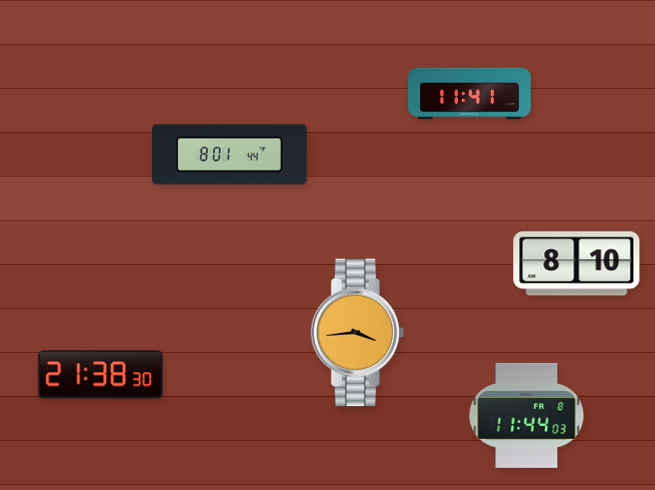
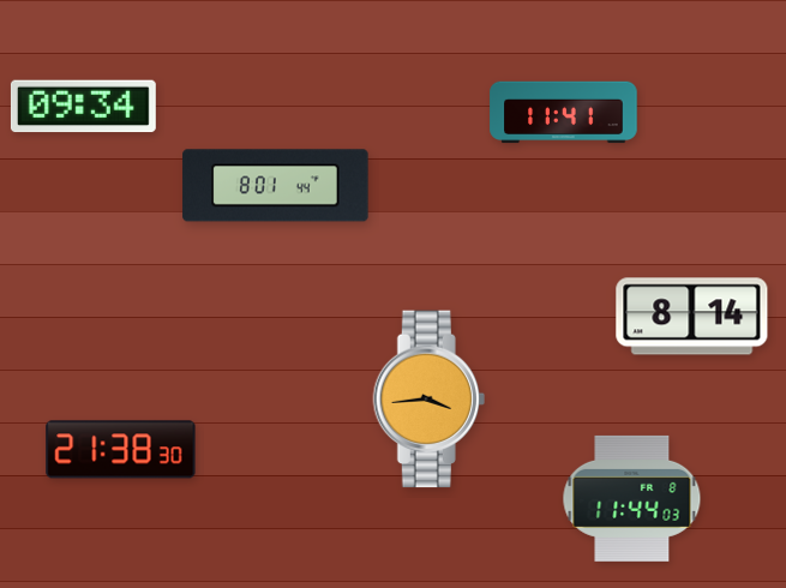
clock at (83, 107): none -> 09:34
clock at (577, 264): 8:10 -> 8:14
